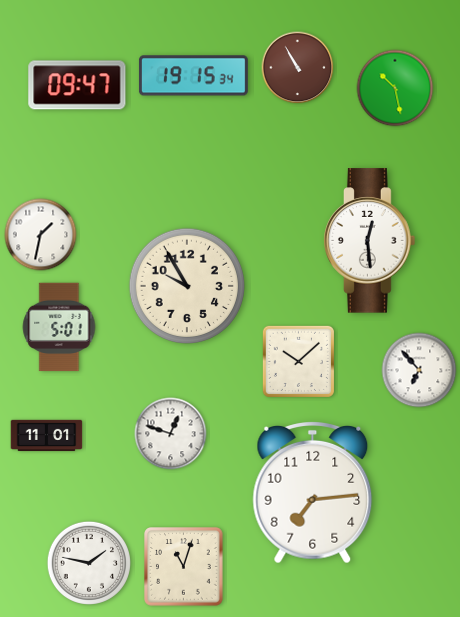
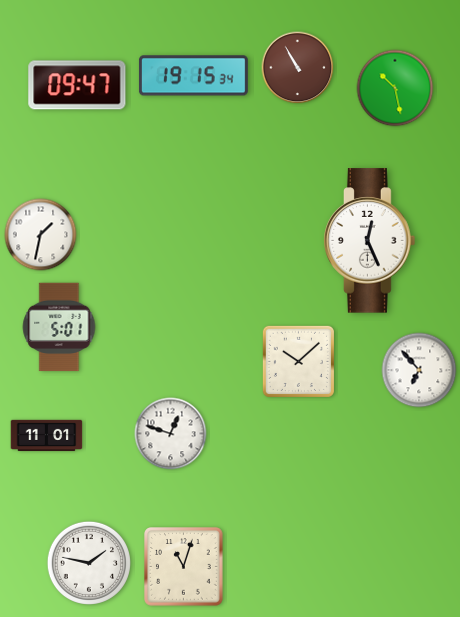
clock at (370, 241): 12:29 -> 12:26
clock at (186, 285): 9:55 -> none
clock at (313, 493): 7:14 -> none
